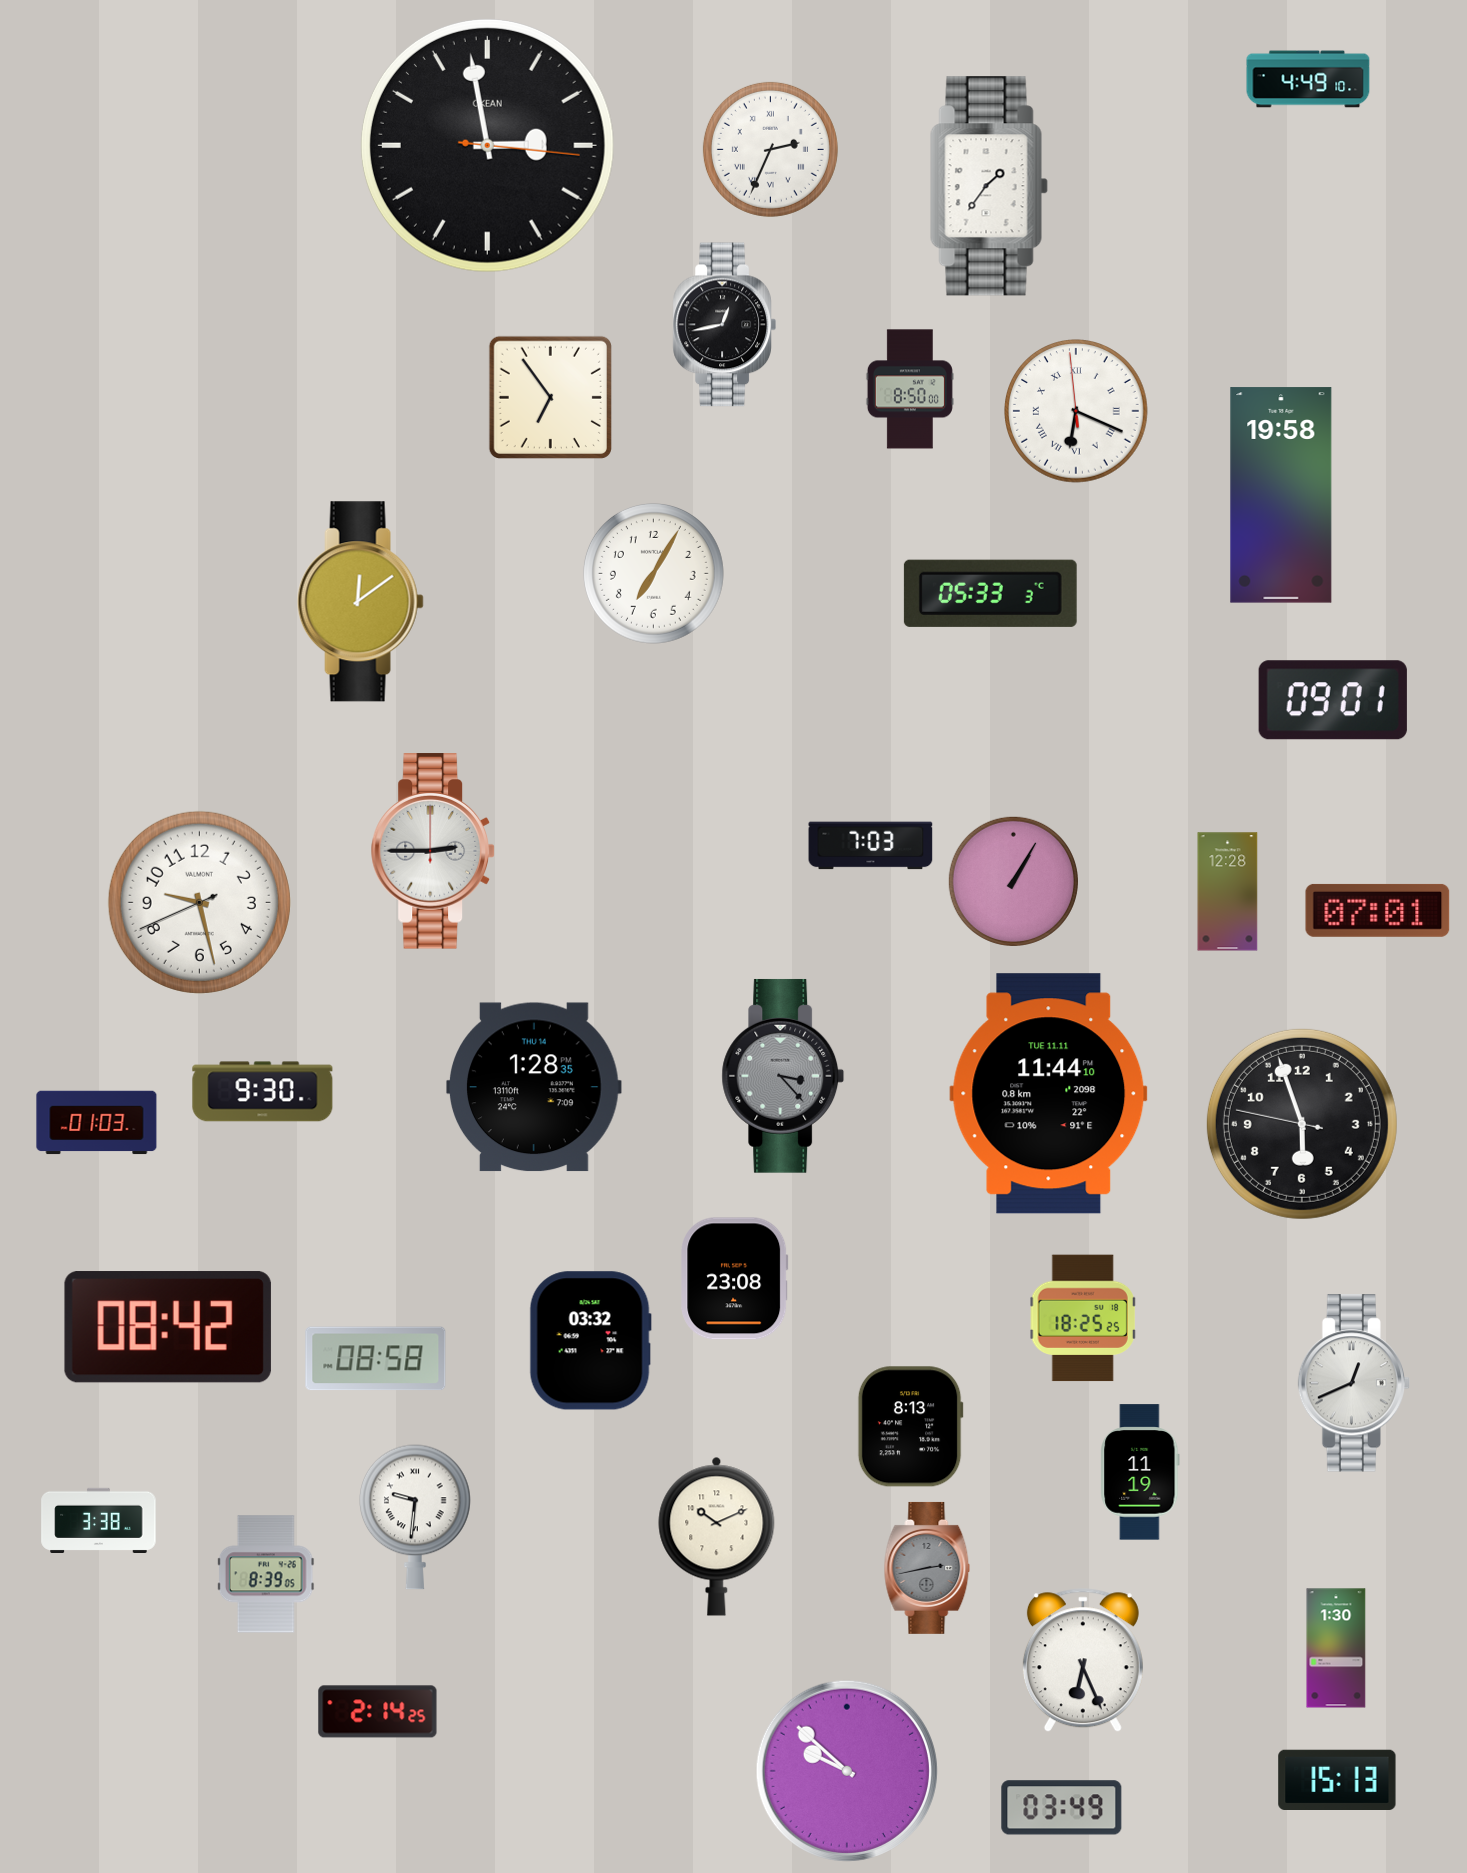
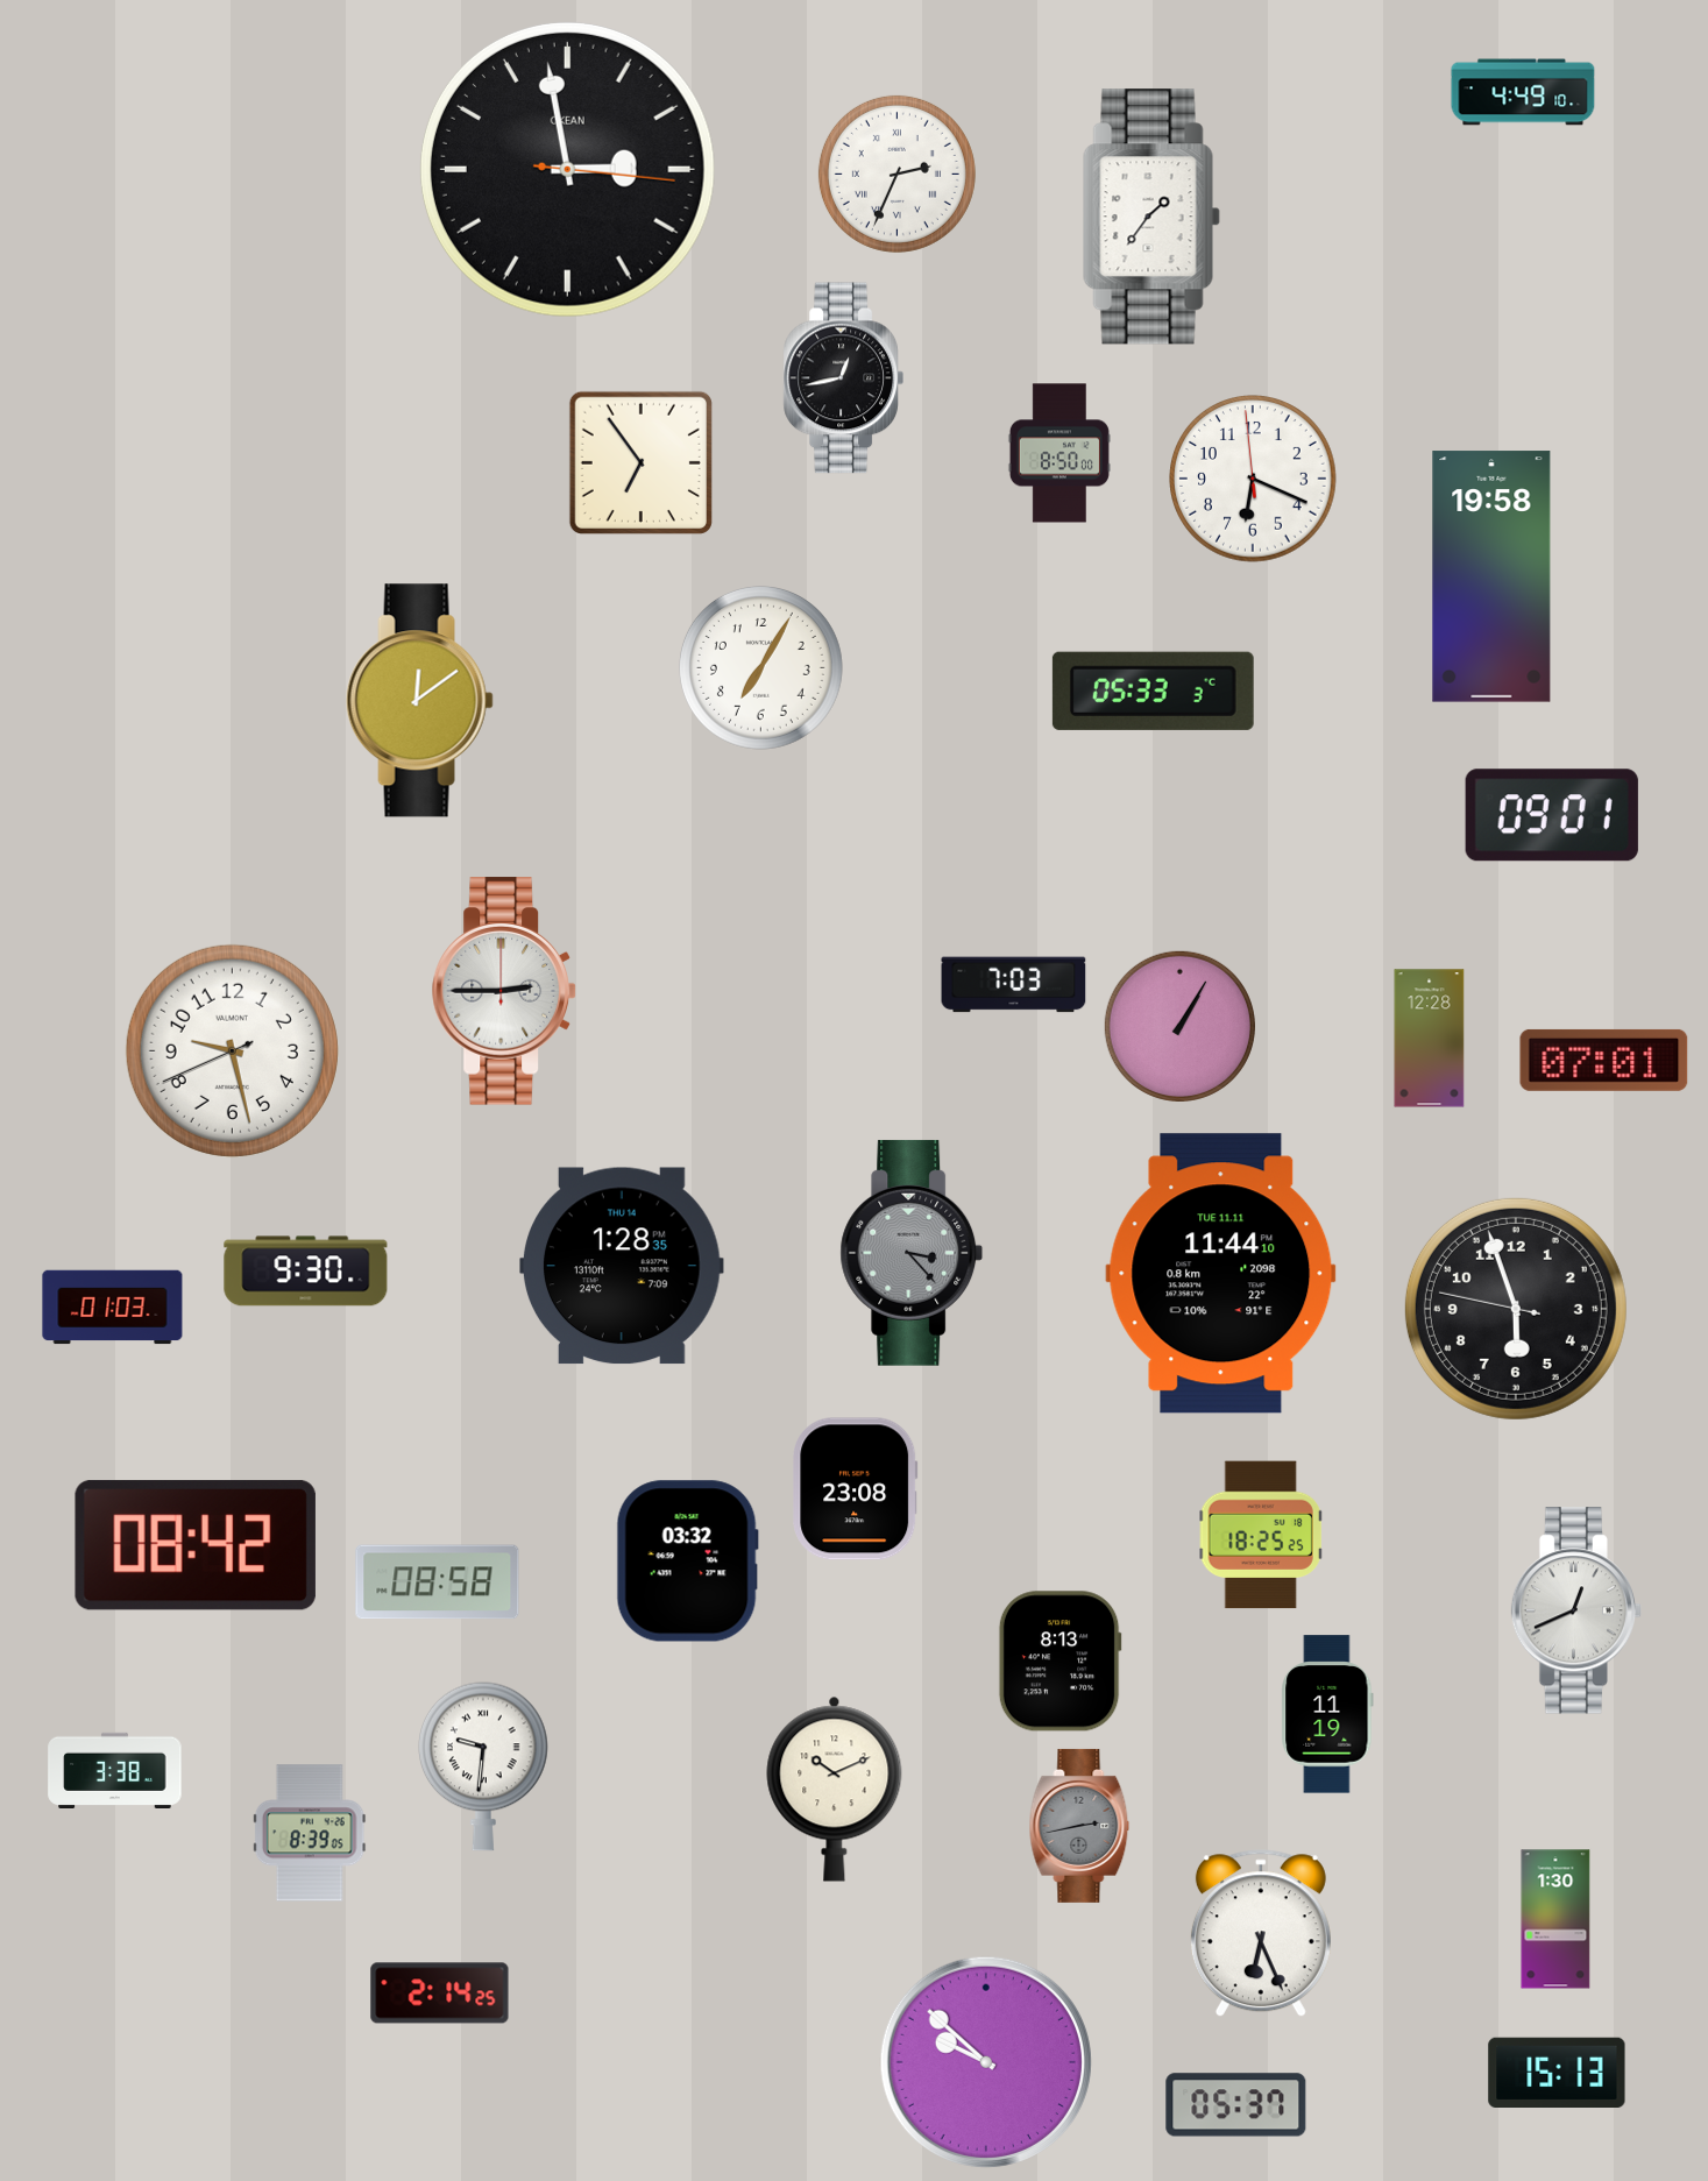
clock at (1077, 412) numerals: Roman -> Arabic
clock at (1062, 1808): 03:49 -> 05:37
